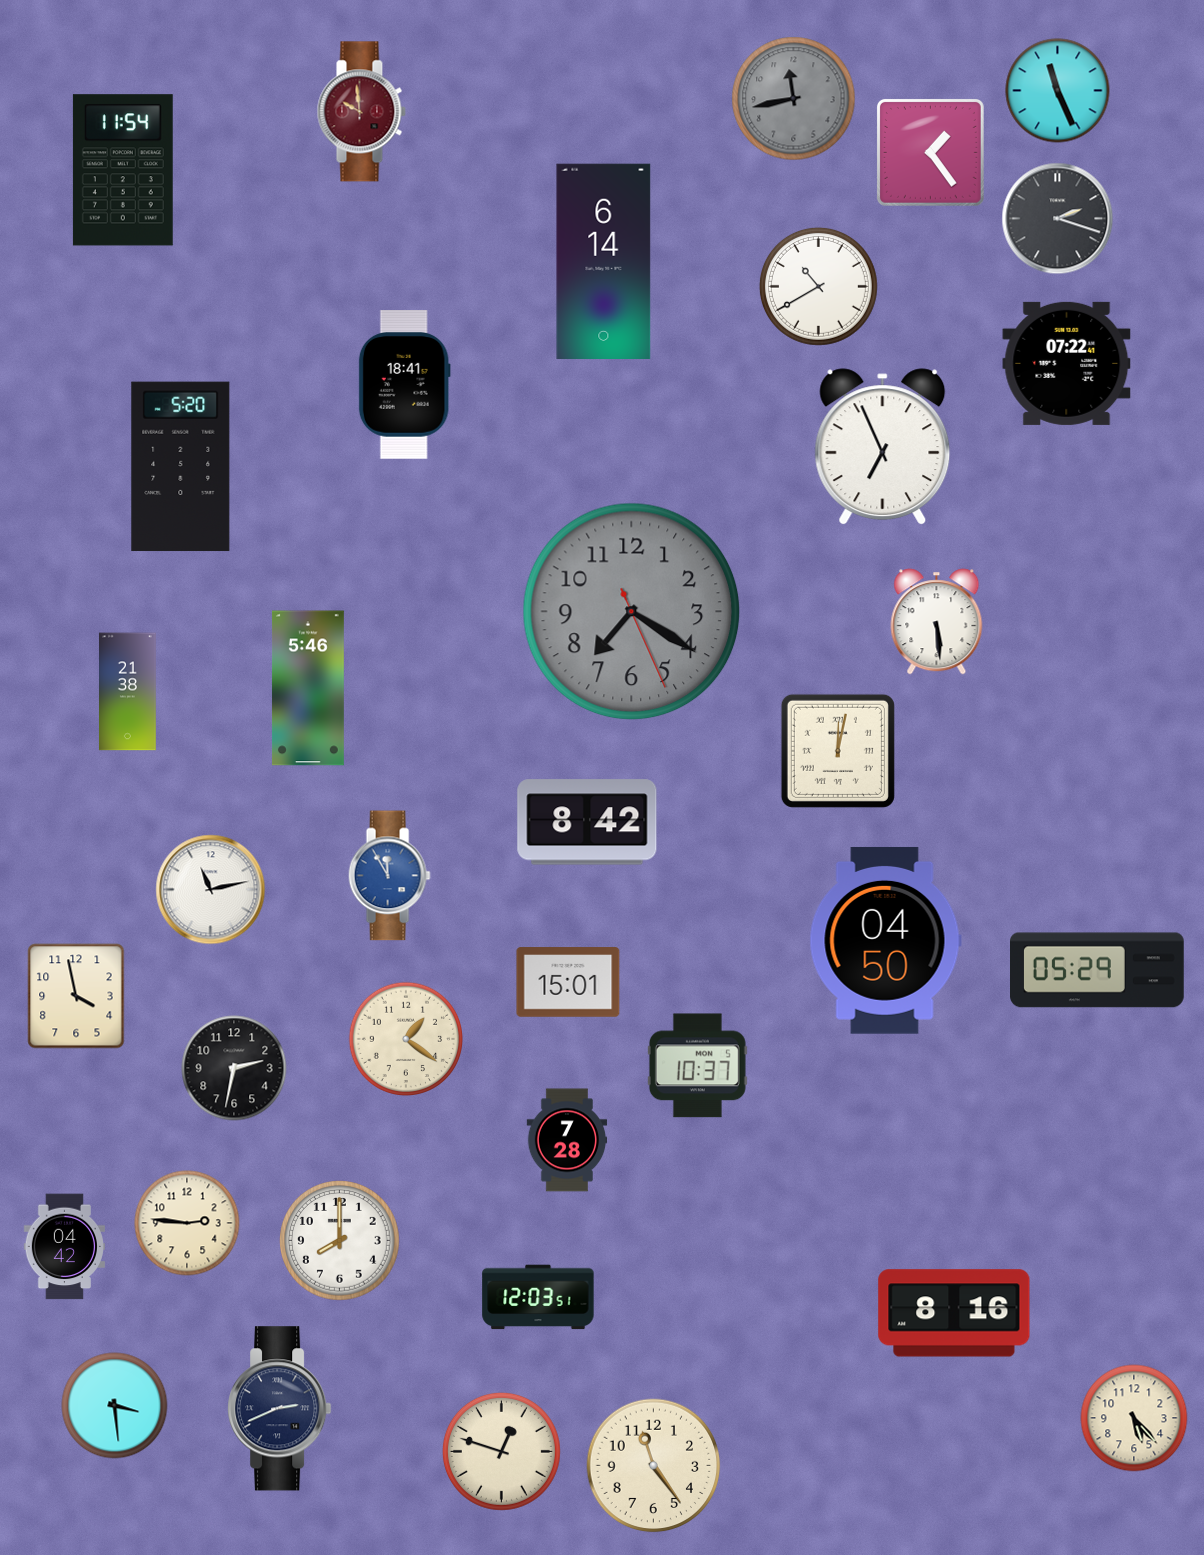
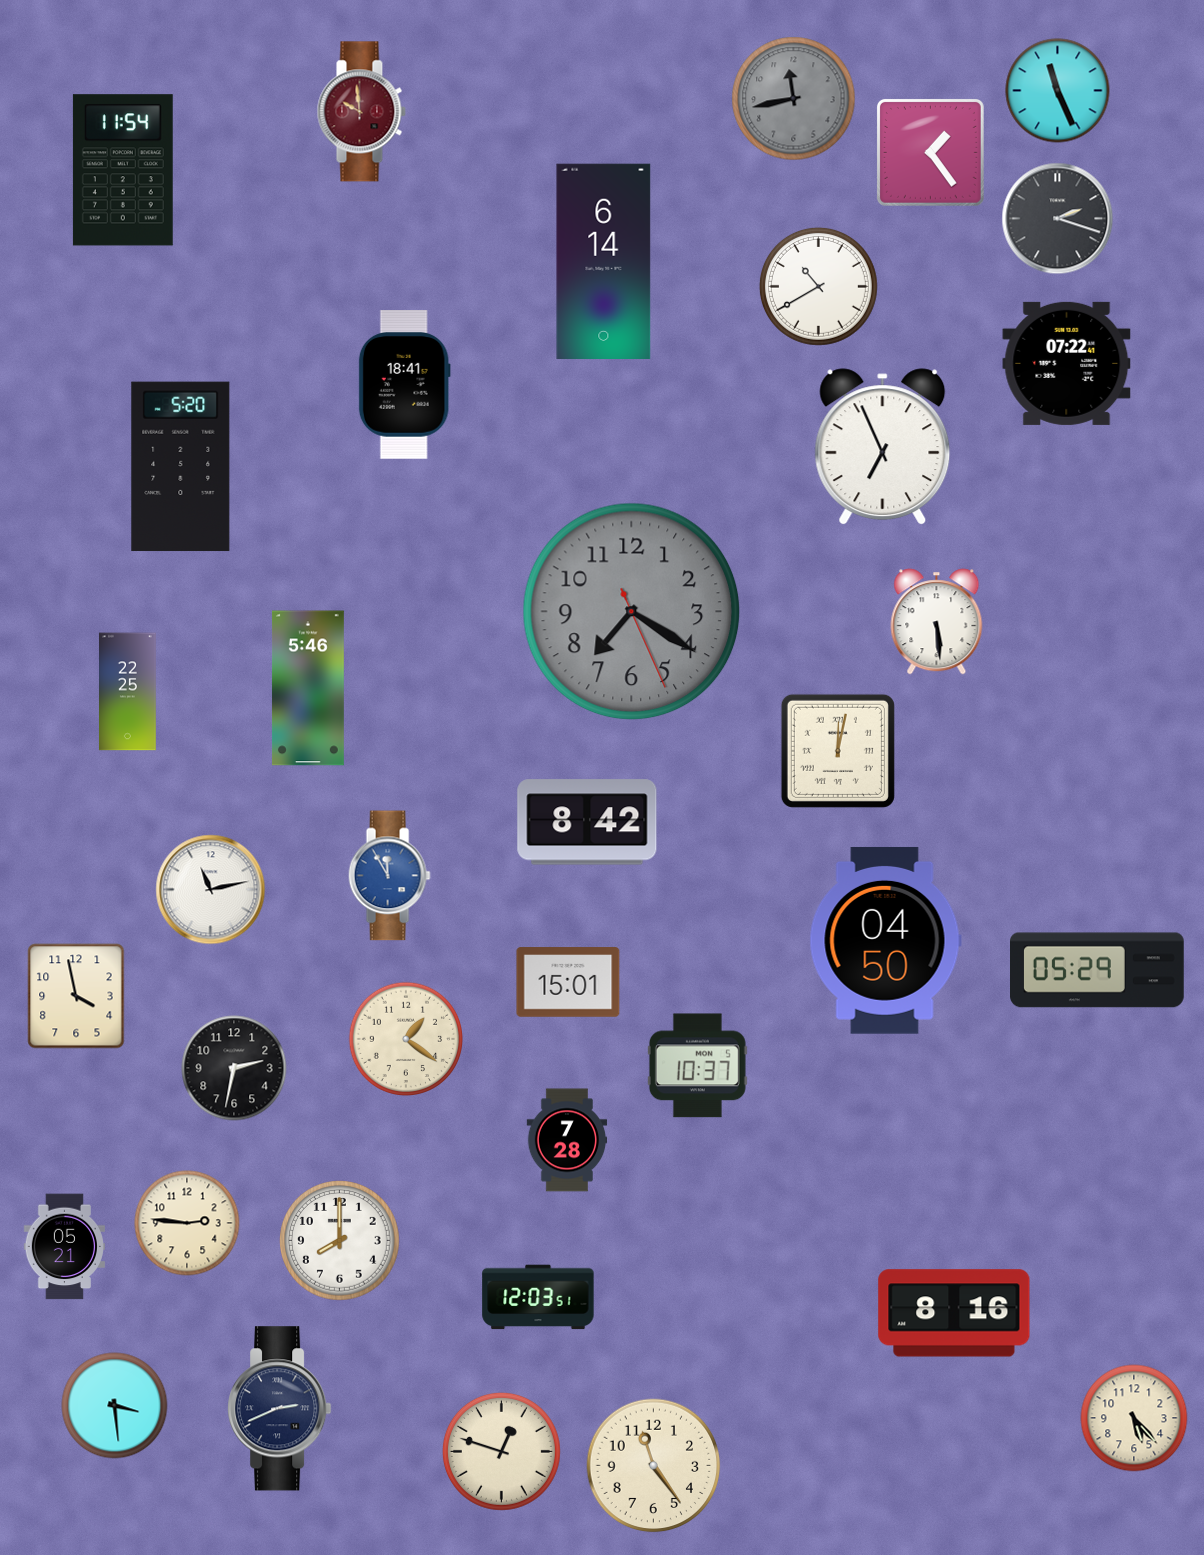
clock at (128, 692): 21:38 -> 22:25
clock at (64, 1247): 04:42 -> 05:21
